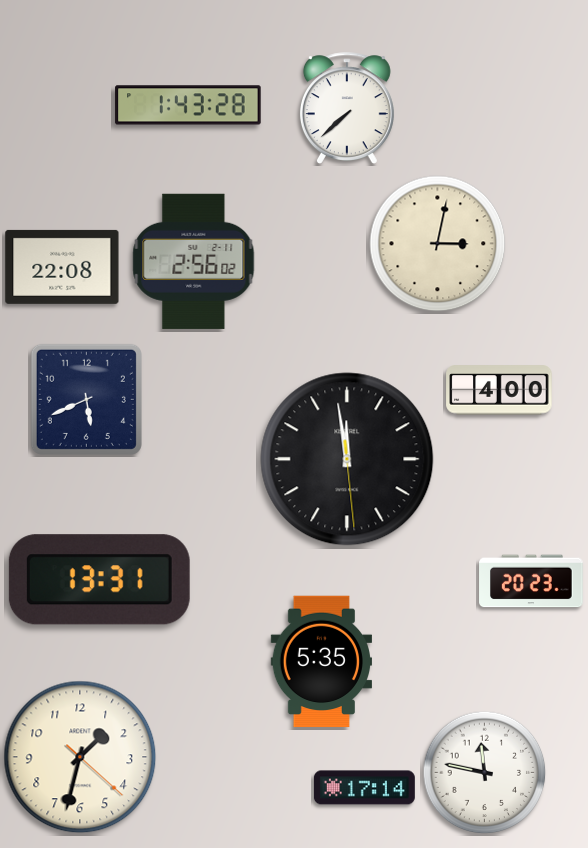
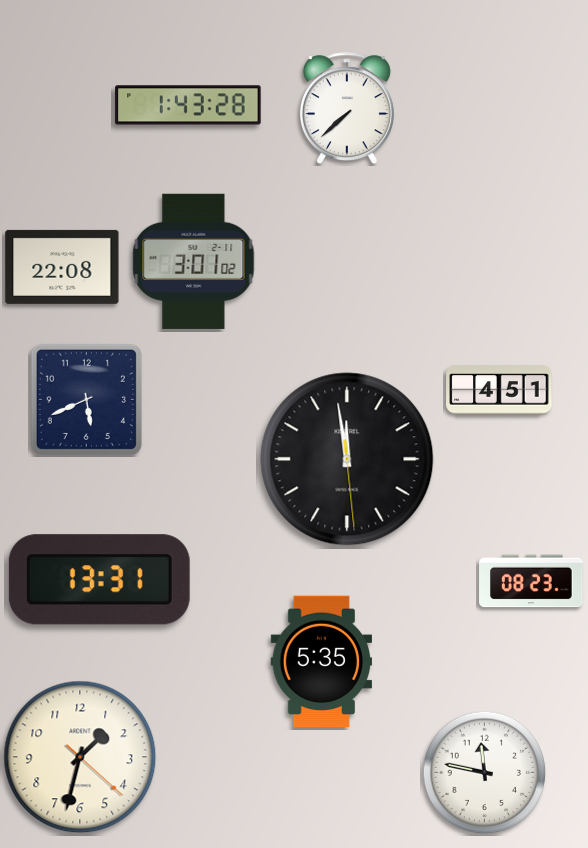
clock at (438, 244): 3:02 -> none
clock at (194, 261): 2:56 -> 3:01
clock at (499, 390): 4:00 -> 4:51
clock at (531, 581): 20:23 -> 08:23
clock at (364, 788): 17:14 -> none
